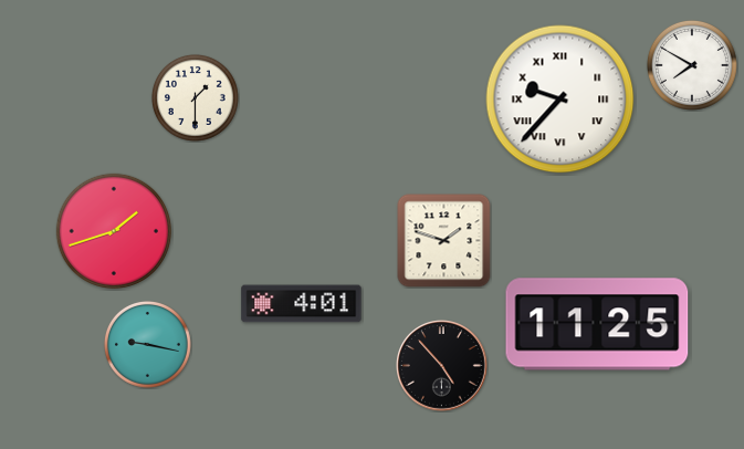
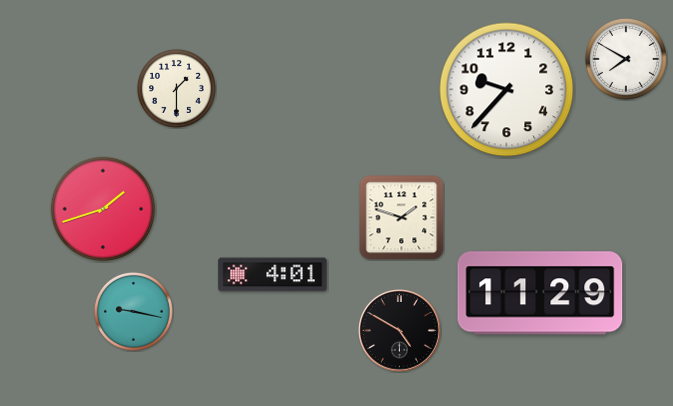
clock at (560, 100) numerals: Roman -> Arabic
clock at (597, 324): 11:25 -> 11:29
clock at (442, 366): 4:53 -> 4:50
